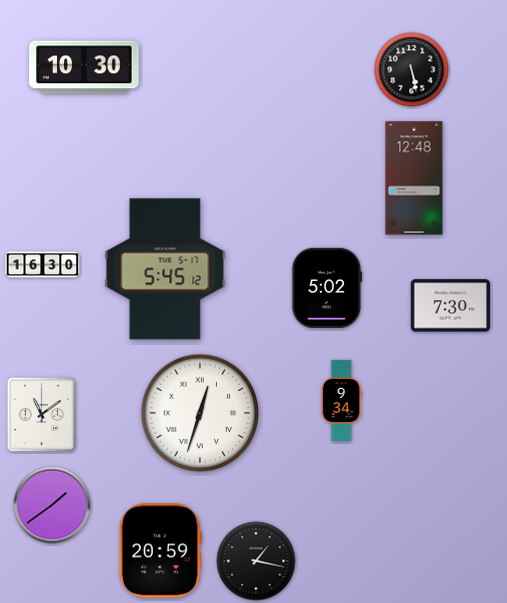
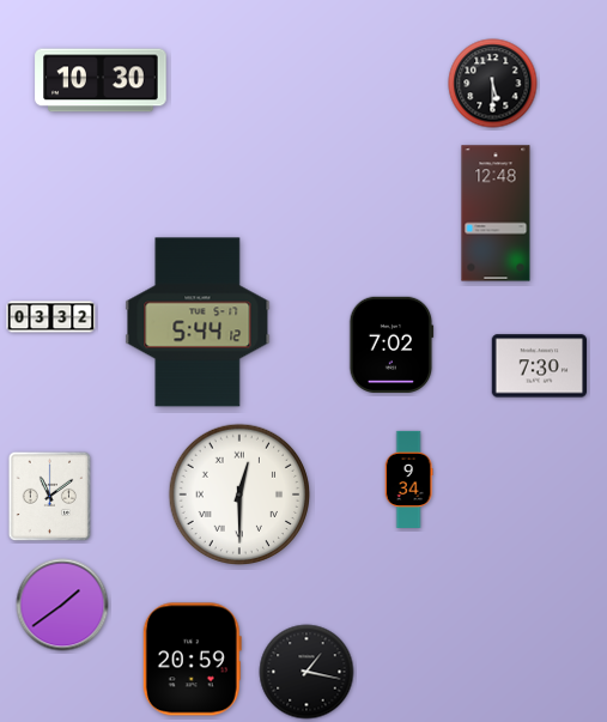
clock at (412, 70): 5:28 -> 5:30
clock at (43, 265): 16:30 -> 03:32
clock at (165, 269): 5:45 -> 5:44
clock at (327, 288): 5:02 -> 7:02
clock at (200, 413): 12:33 -> 12:30
